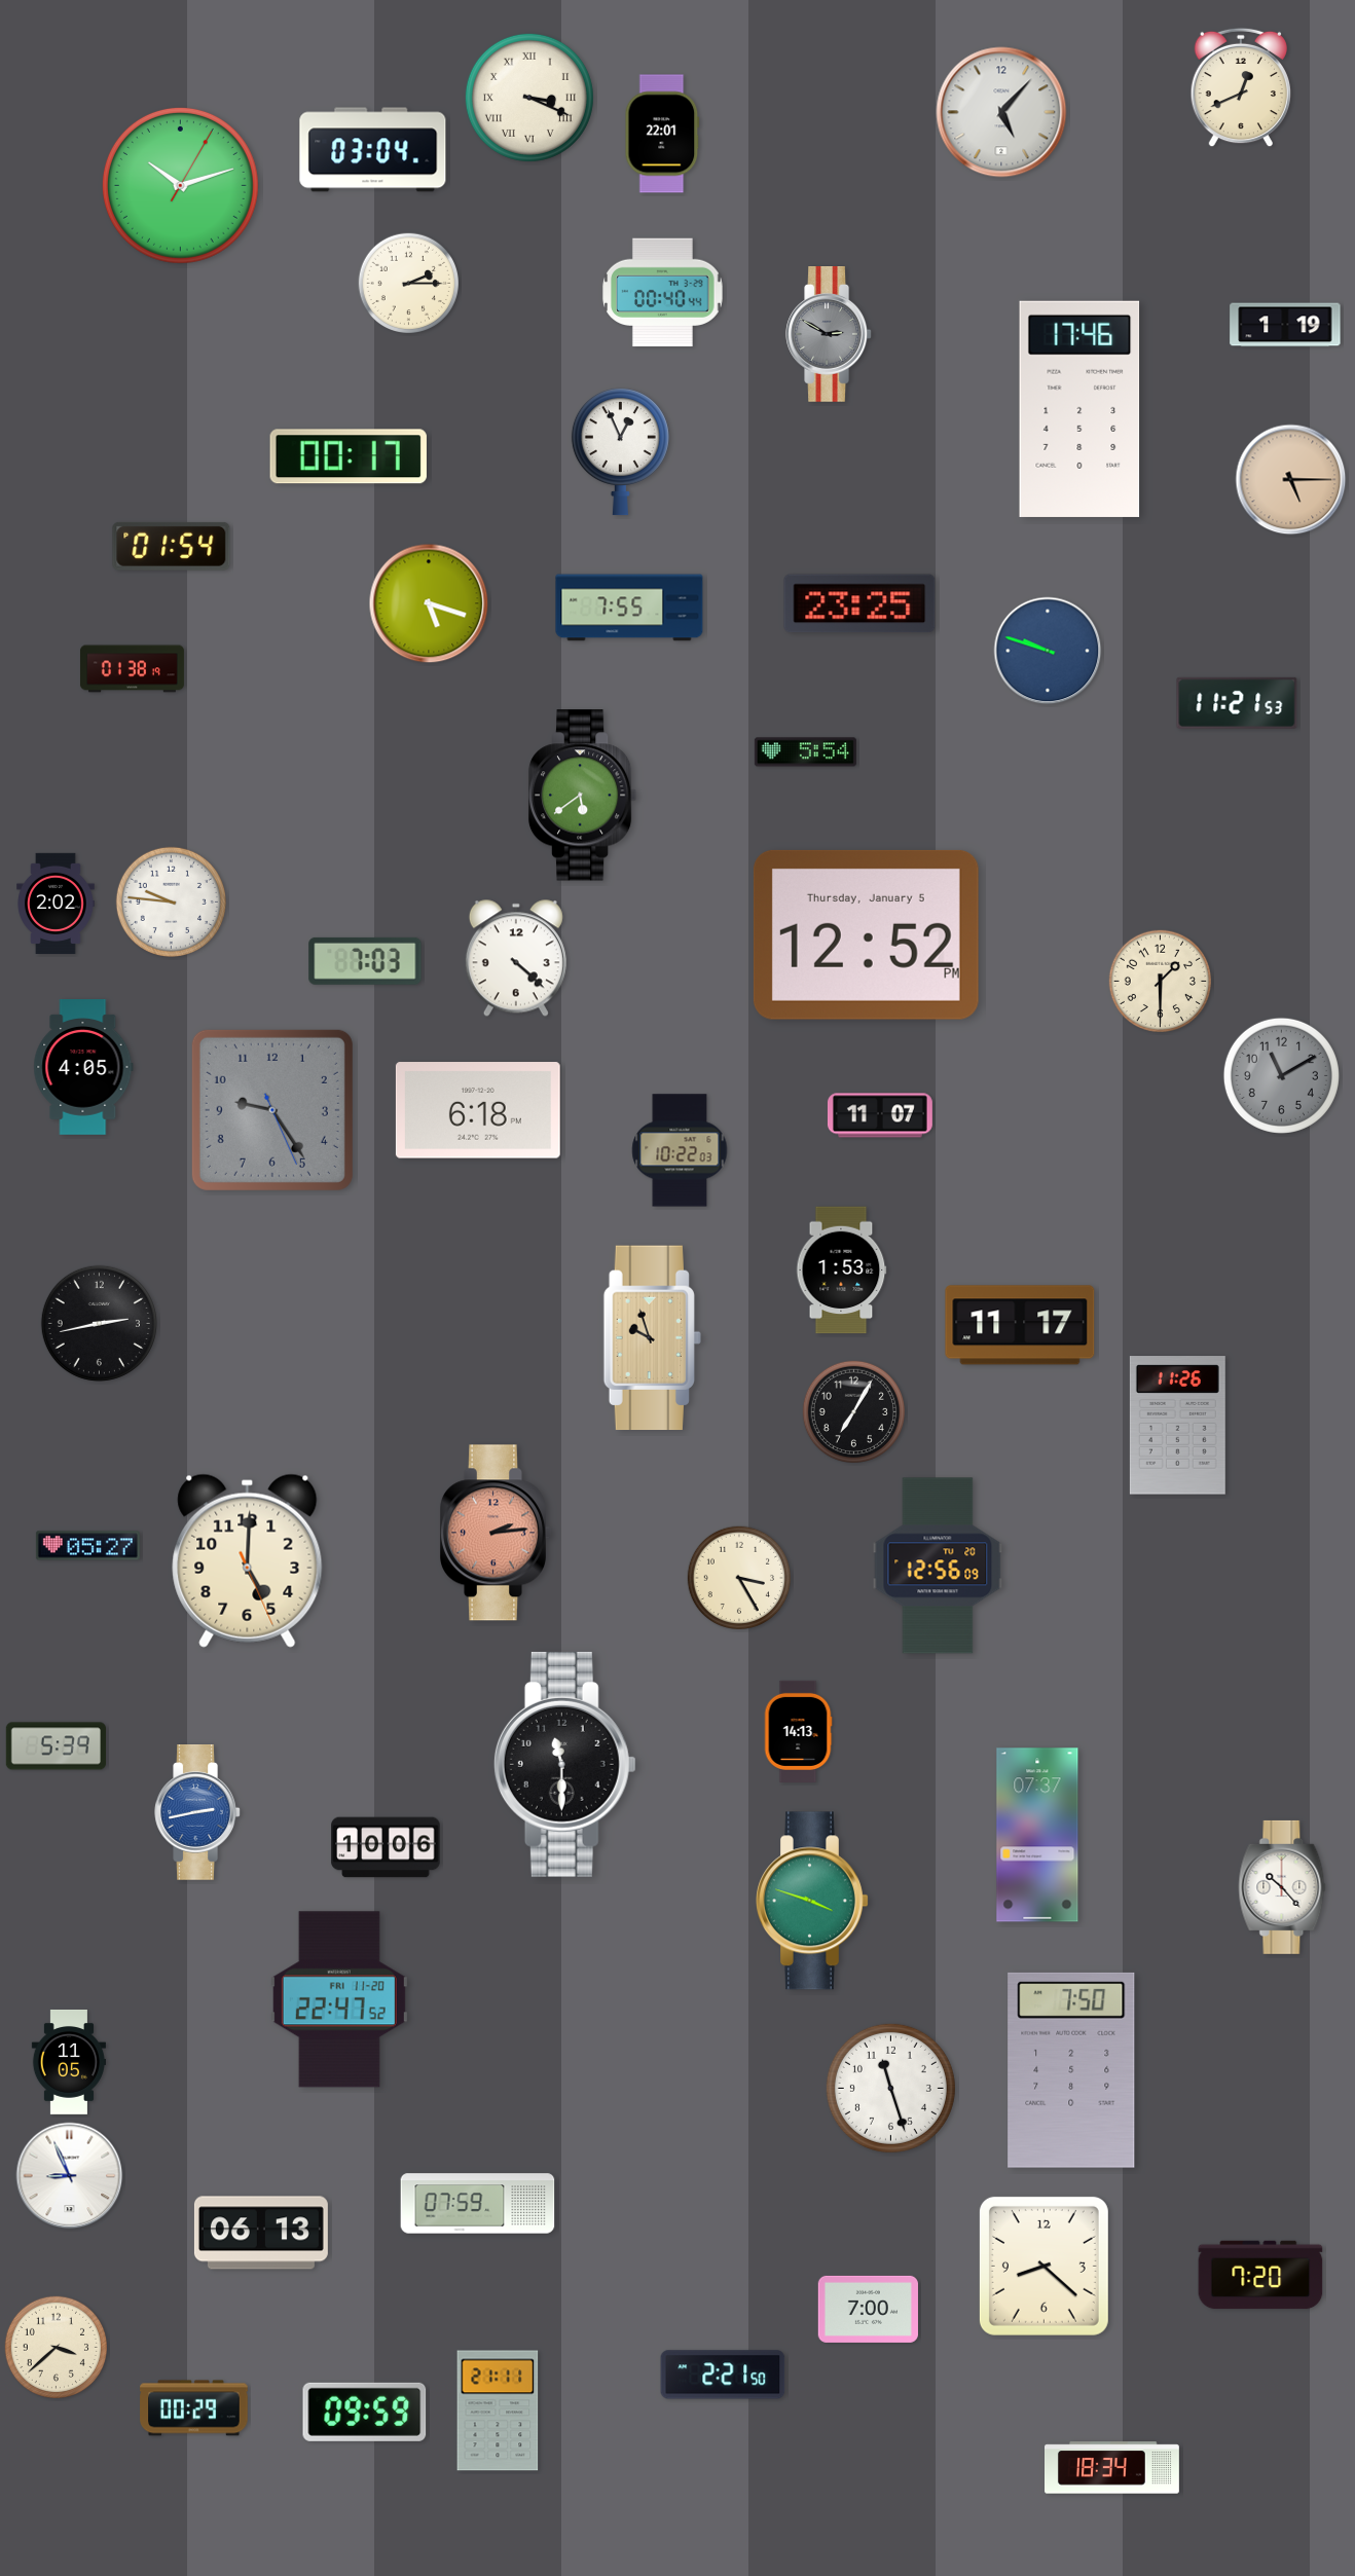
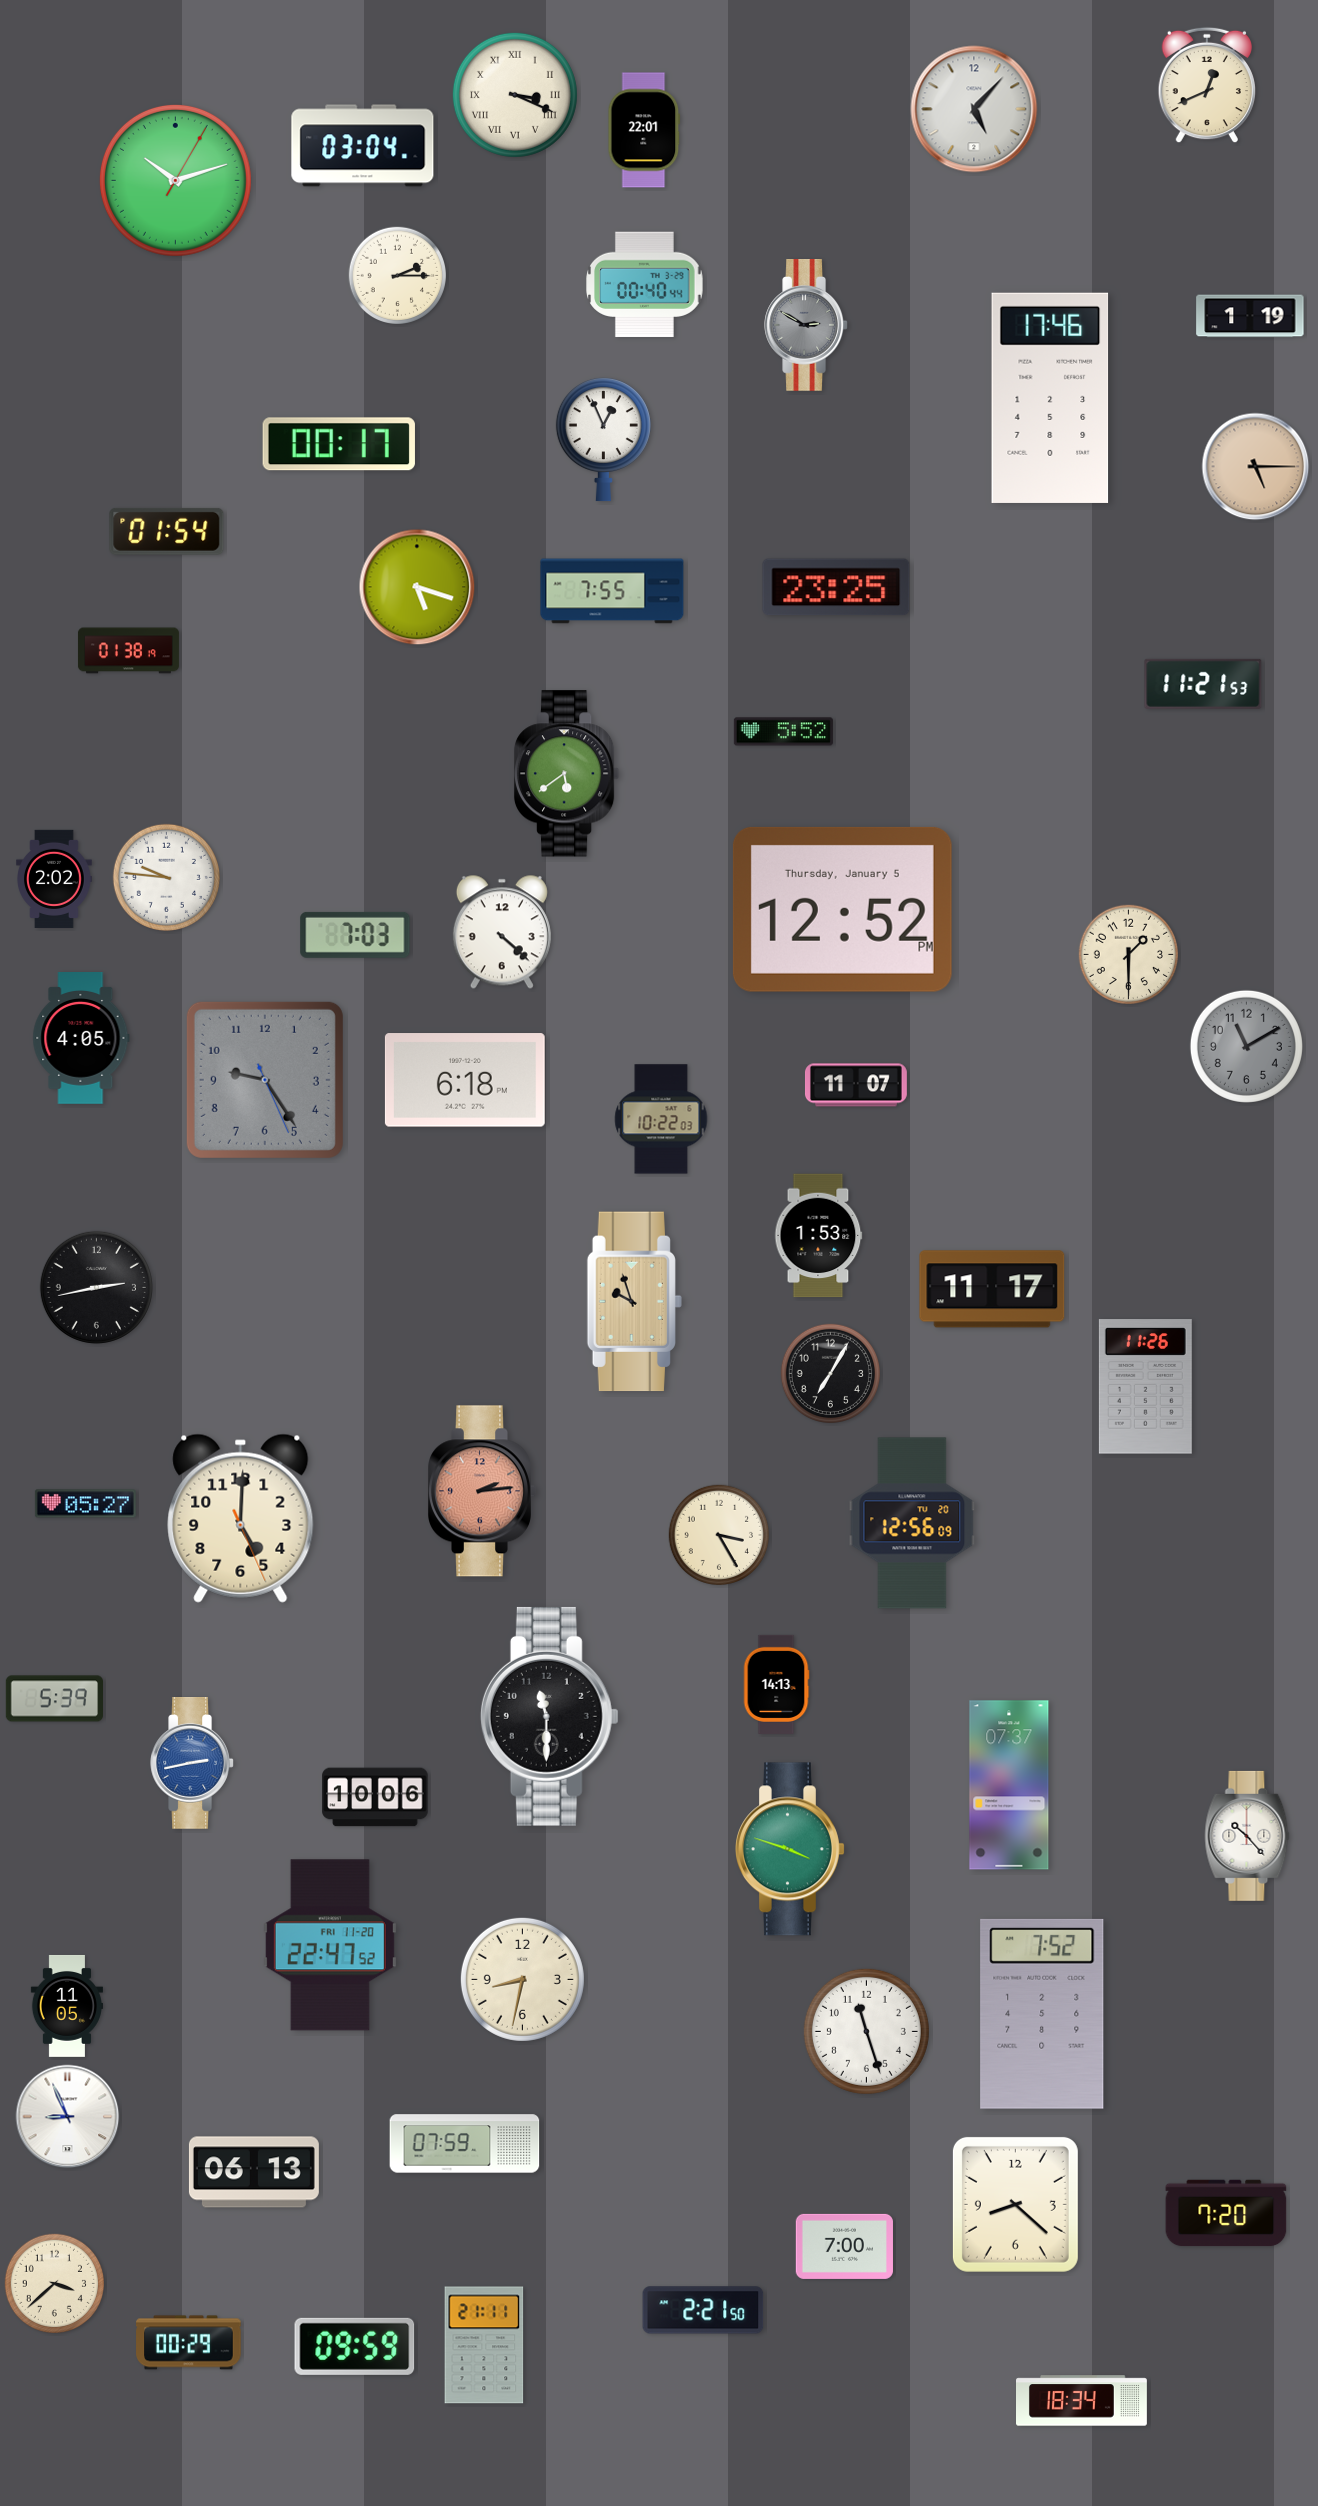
clock at (1048, 651): 9:48 -> none
clock at (805, 752): 5:54 -> 5:52
clock at (522, 1979): none -> 8:32
clock at (1071, 2070): 7:50 -> 7:52
